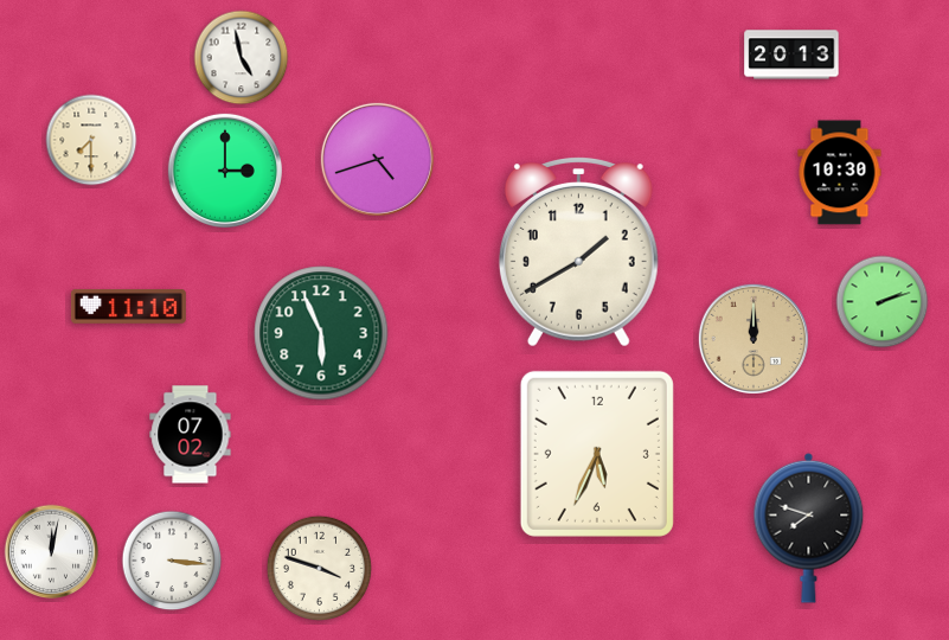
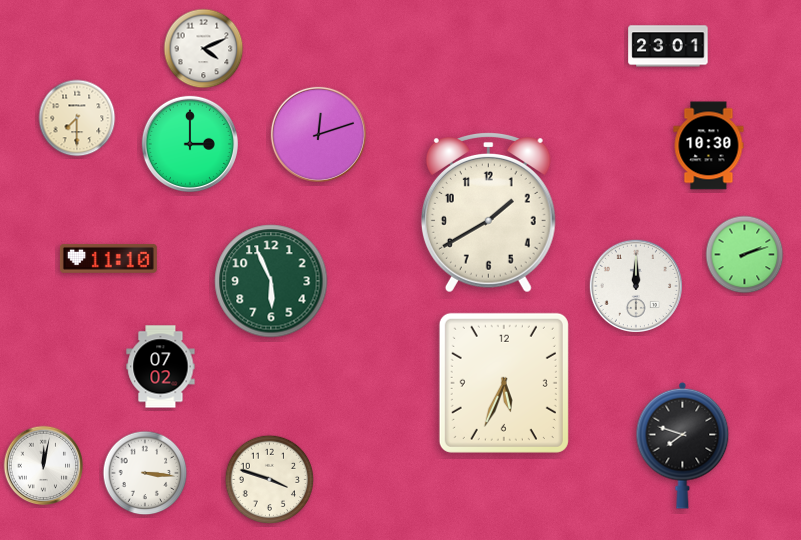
clock at (791, 55): 20:13 -> 23:01
clock at (242, 58): 4:58 -> 4:11
clock at (377, 159): 4:42 -> 12:12
clock at (754, 339) dial: champagne -> white
